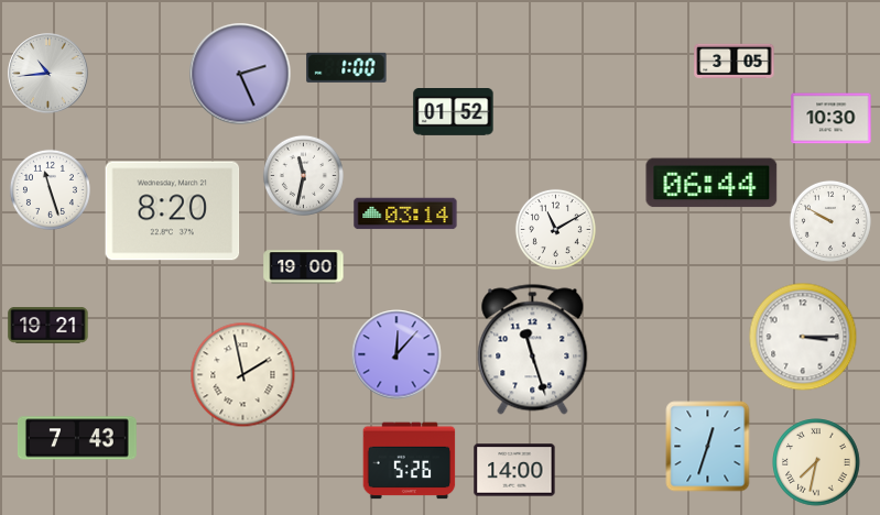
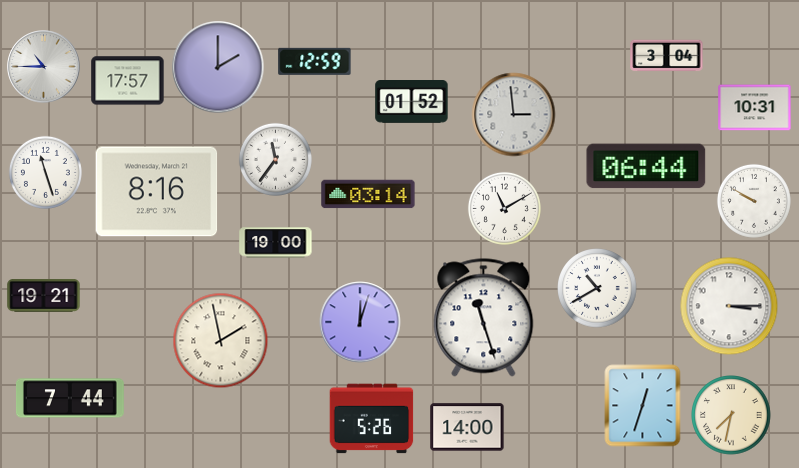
clock at (735, 62): 3:05 -> 3:04
clock at (347, 67): 1:00 -> 12:59
clock at (48, 74): 10:44 -> 10:45
clock at (240, 74): 2:26 -> 2:00
clock at (128, 81): none -> 17:57
clock at (832, 119): 10:30 -> 10:31
clock at (514, 115): none -> 2:59
clock at (303, 175): 11:32 -> 11:36
clock at (173, 211): 8:20 -> 8:16
clock at (597, 288): none -> 10:40
clock at (396, 354): 12:07 -> 12:03
clock at (77, 438): 7:43 -> 7:44
clock at (816, 462) position: (816, 462) -> (731, 415)
